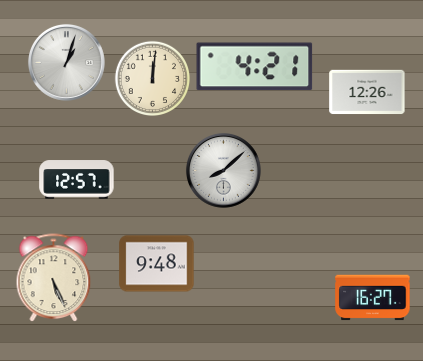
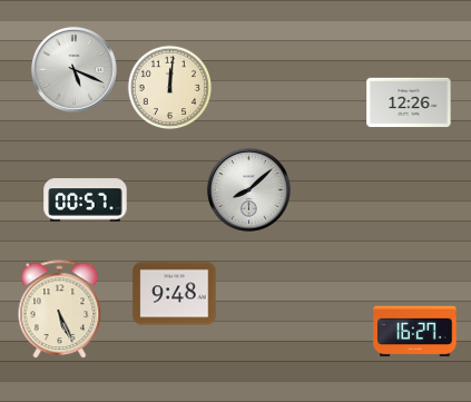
clock at (66, 62): 1:03 -> 5:19
clock at (255, 67): 4:21 -> none
clock at (77, 180): 12:57 -> 00:57
